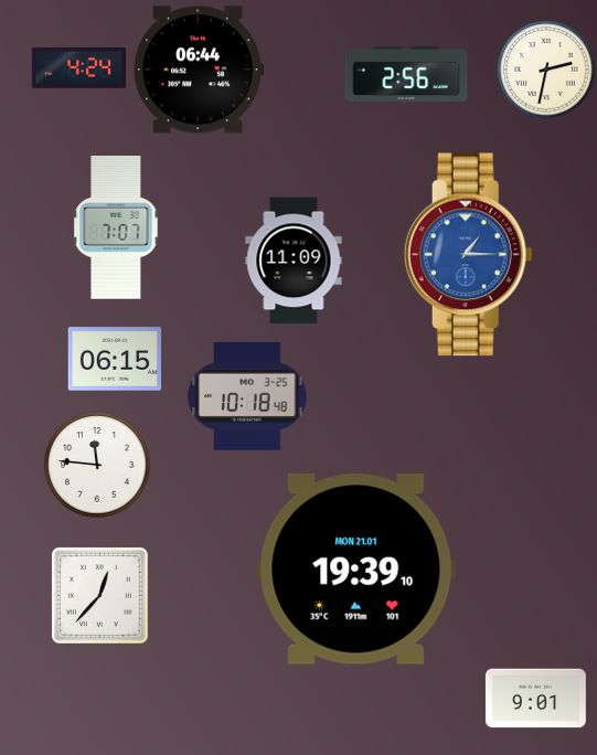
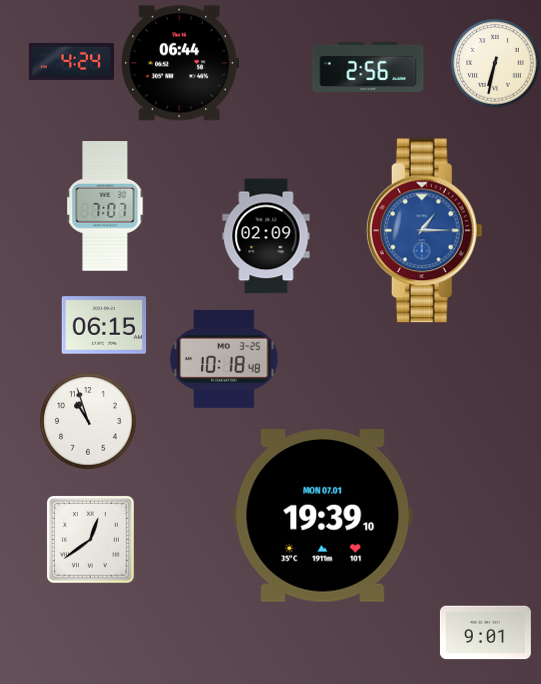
clock at (546, 70): 2:32 -> 6:32
clock at (294, 260): 11:09 -> 02:09
clock at (97, 465): 11:46 -> 10:57
clock at (356, 570) date: MON 21.01 -> MON 07.01
clock at (99, 595): 12:37 -> 12:39
